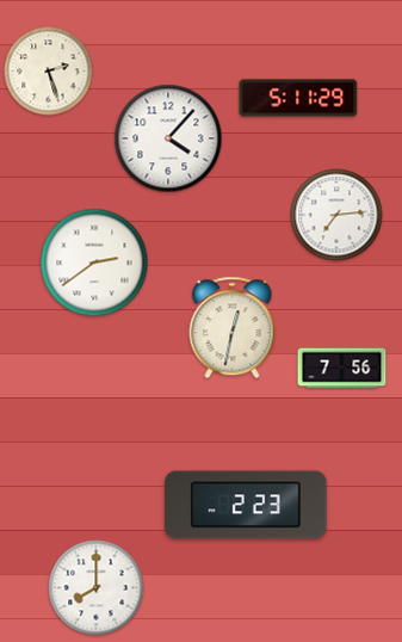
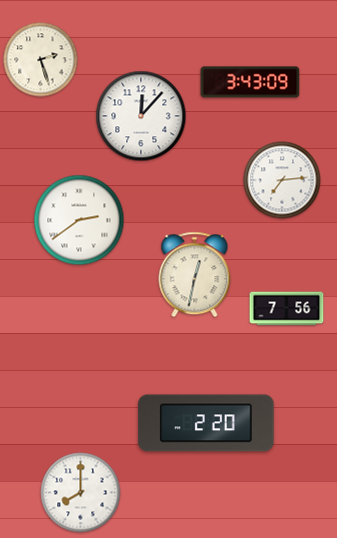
clock at (298, 98): 5:11 -> 3:43
clock at (168, 138): 4:07 -> 12:07
clock at (246, 505): 2:23 -> 2:20
